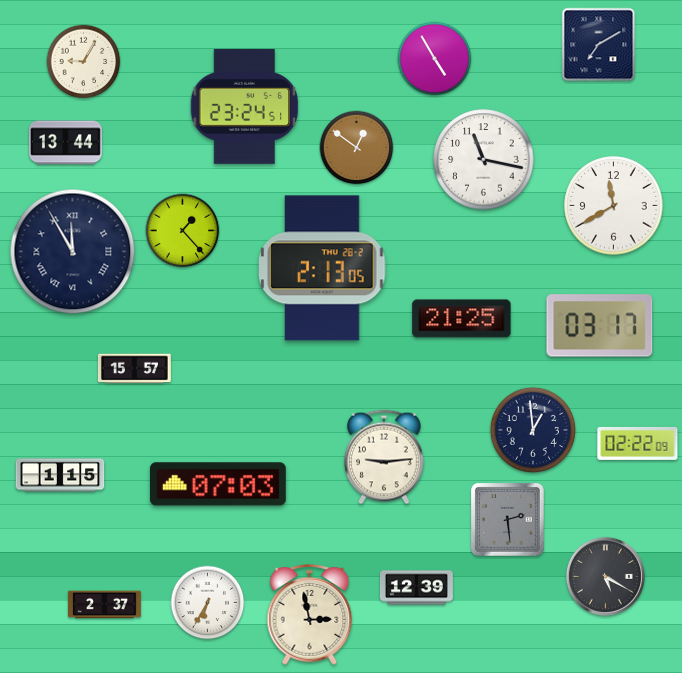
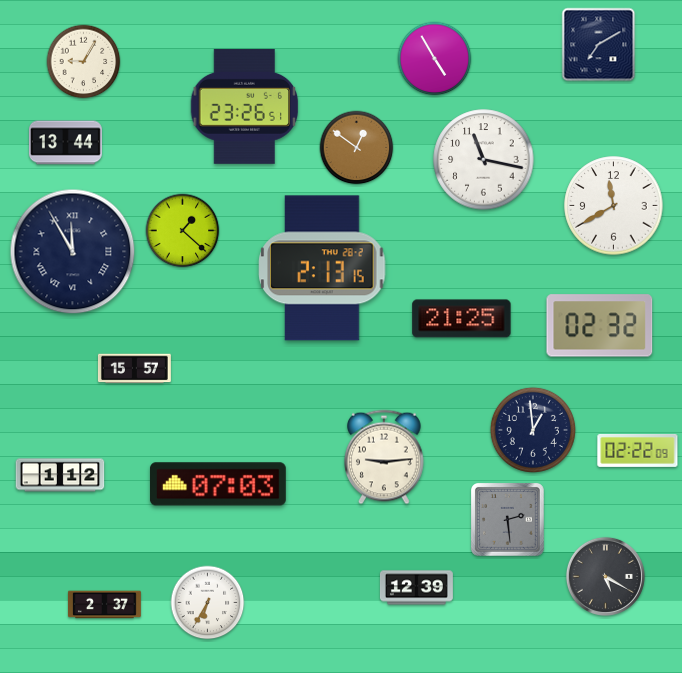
clock at (245, 106): 23:24 -> 23:26
clock at (183, 231): 1:23 -> 1:22
clock at (322, 268): 2:13:05 -> 2:13:15
clock at (600, 326): 03:17 -> 02:32
clock at (638, 443) position: (638, 443) -> (638, 450)
clock at (60, 475): 1:15 -> 1:12
clock at (310, 615): 2:58 -> none
